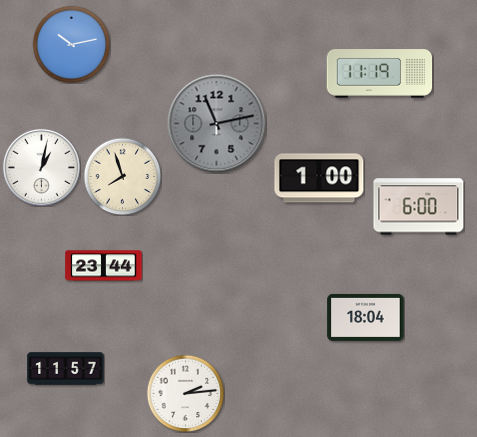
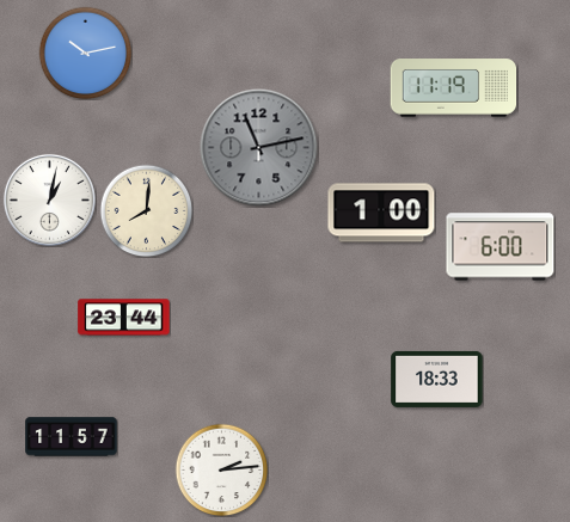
clock at (122, 176): 7:57 -> 8:01
clock at (366, 317): 18:04 -> 18:33
clock at (66, 369) position: (66, 369) -> (72, 437)
